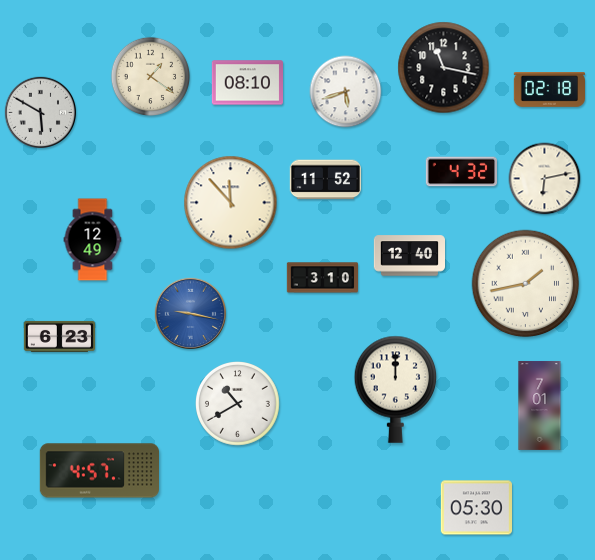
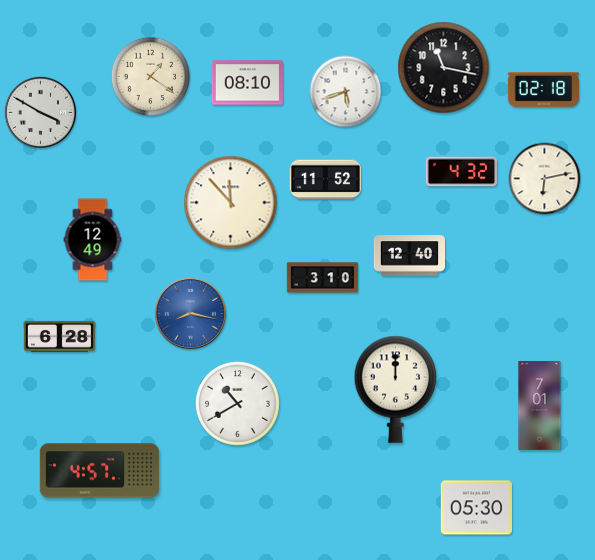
clock at (549, 90) position: (549, 90) -> (543, 90)
clock at (40, 112): 5:50 -> 3:50
clock at (526, 284): 1:43 -> none
clock at (190, 313): 9:17 -> 8:17
clock at (59, 336): 6:23 -> 6:28
